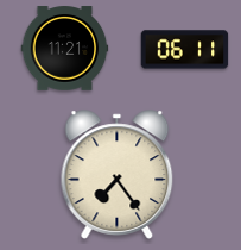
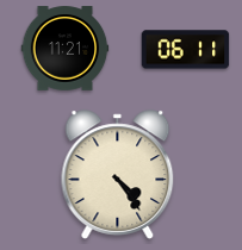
clock at (118, 175): 7:24 -> 4:24
